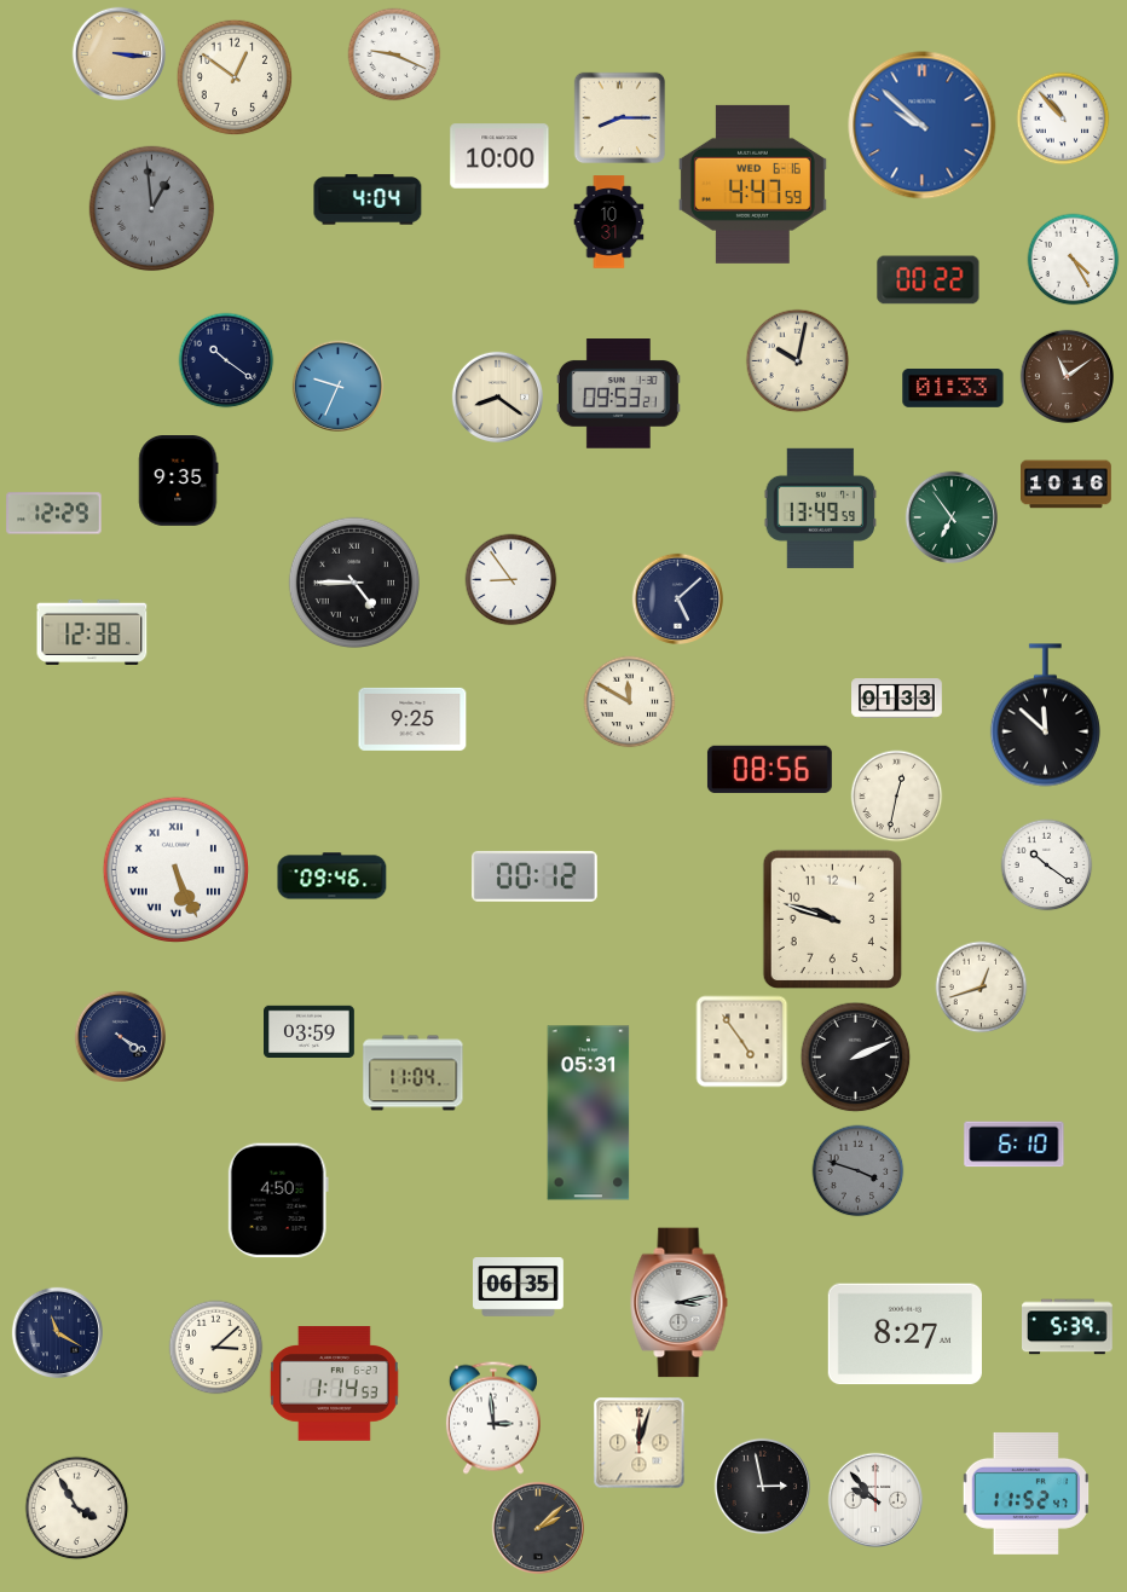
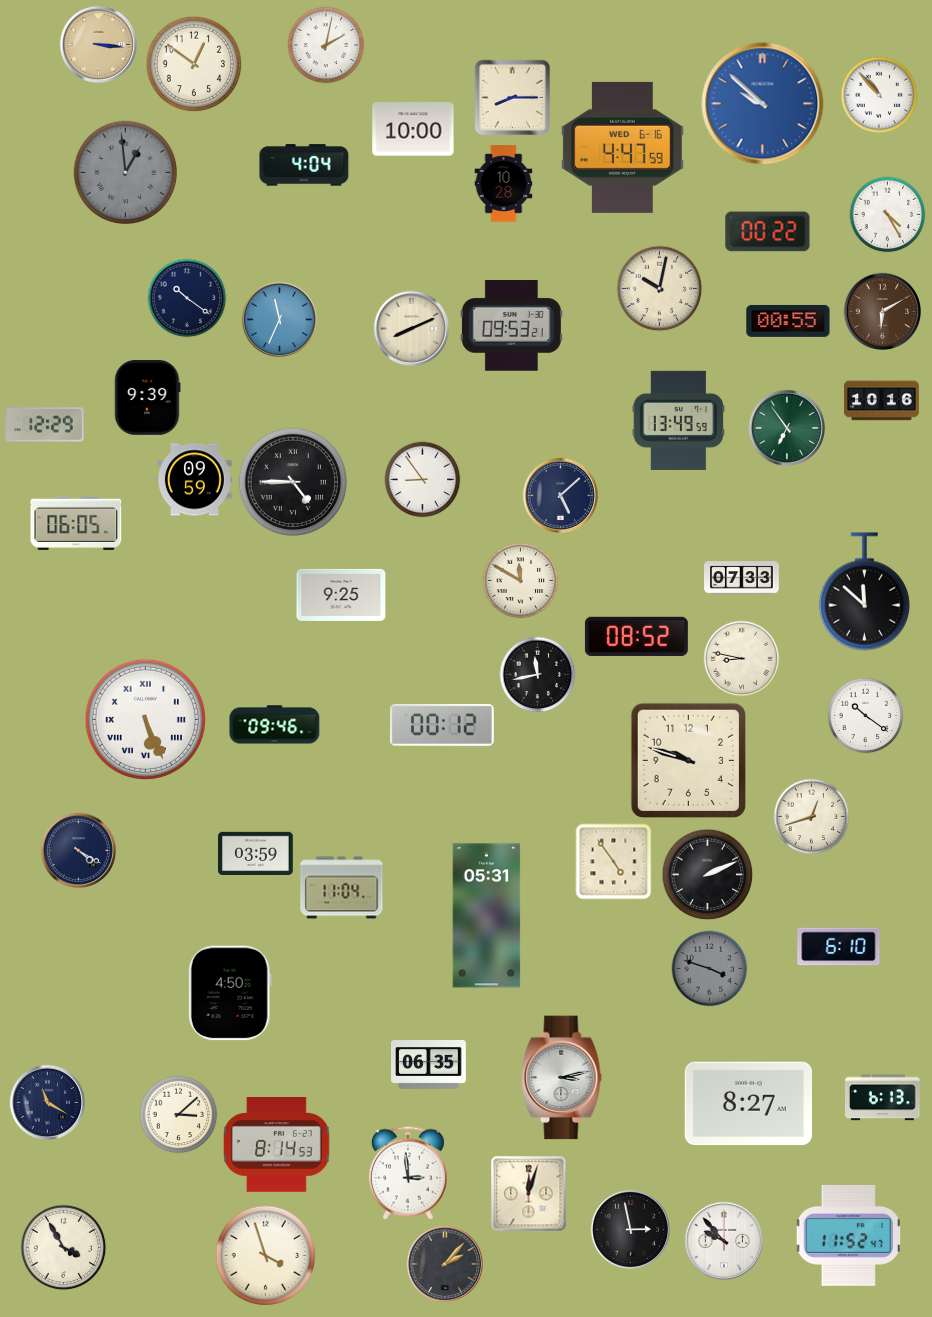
clock at (394, 54): 9:19 -> 2:02
clock at (1063, 118) position: (1063, 118) -> (879, 95)
clock at (752, 184) position: (752, 184) -> (622, 147)
clock at (609, 222): 10:31 -> 10:28
clock at (798, 361) position: (798, 361) -> (660, 289)
clock at (1067, 376): 11:09 -> 6:10
clock at (337, 386): 9:34 -> 11:34
clock at (953, 388): 01:33 -> 00:55
clock at (497, 396): 8:21 -> 8:11
clock at (179, 481): 9:35 -> 9:39
clock at (195, 480): none -> 09:59
clock at (92, 632): 12:38 -> 06:05
clock at (897, 699): 01:33 -> 07:33
clock at (769, 769): 08:56 -> 08:52
clock at (897, 797): 12:32 -> 8:47
clock at (538, 675): none -> 11:43
clock at (120, 1036) position: (120, 1036) -> (78, 850)
clock at (589, 1113) position: (589, 1113) -> (487, 916)
clock at (1068, 1327): 5:39 -> 6:13
clock at (334, 1384): 1:14 -> 8:14
clock at (266, 1256): none -> 3:57
clock at (537, 1527): 2:08 -> 2:07
